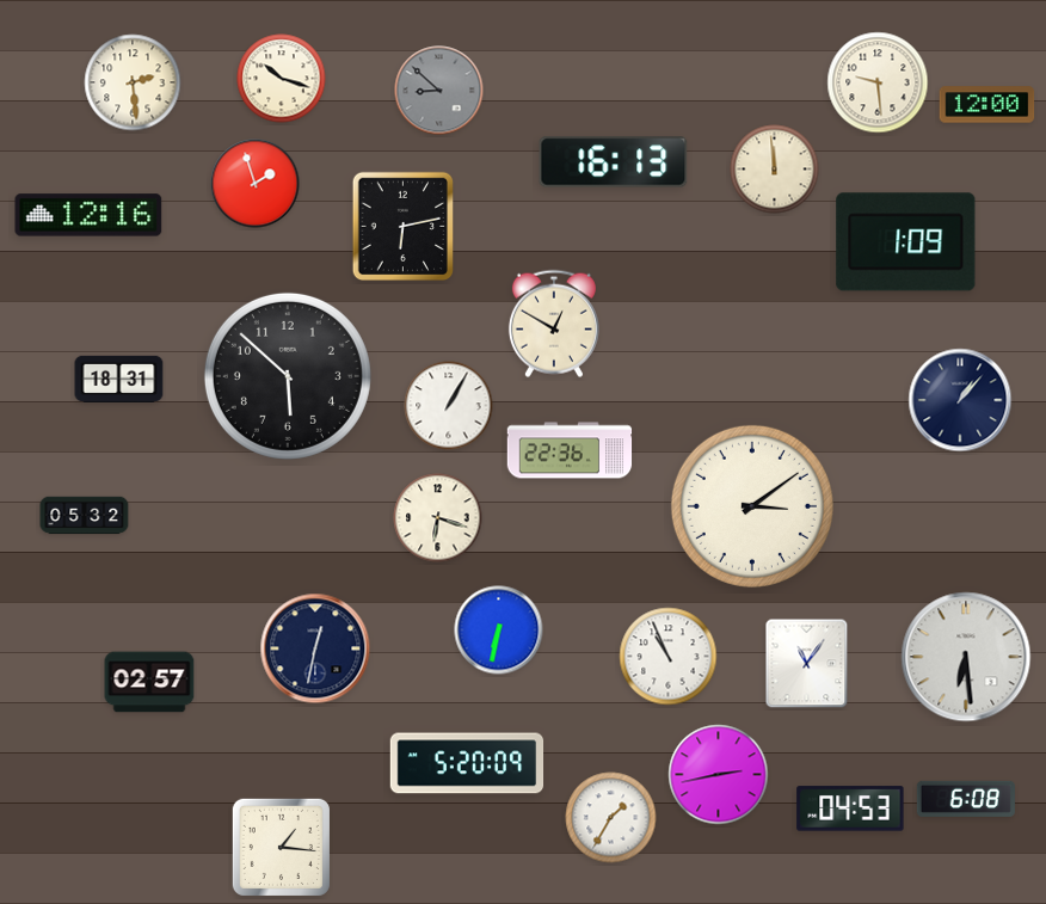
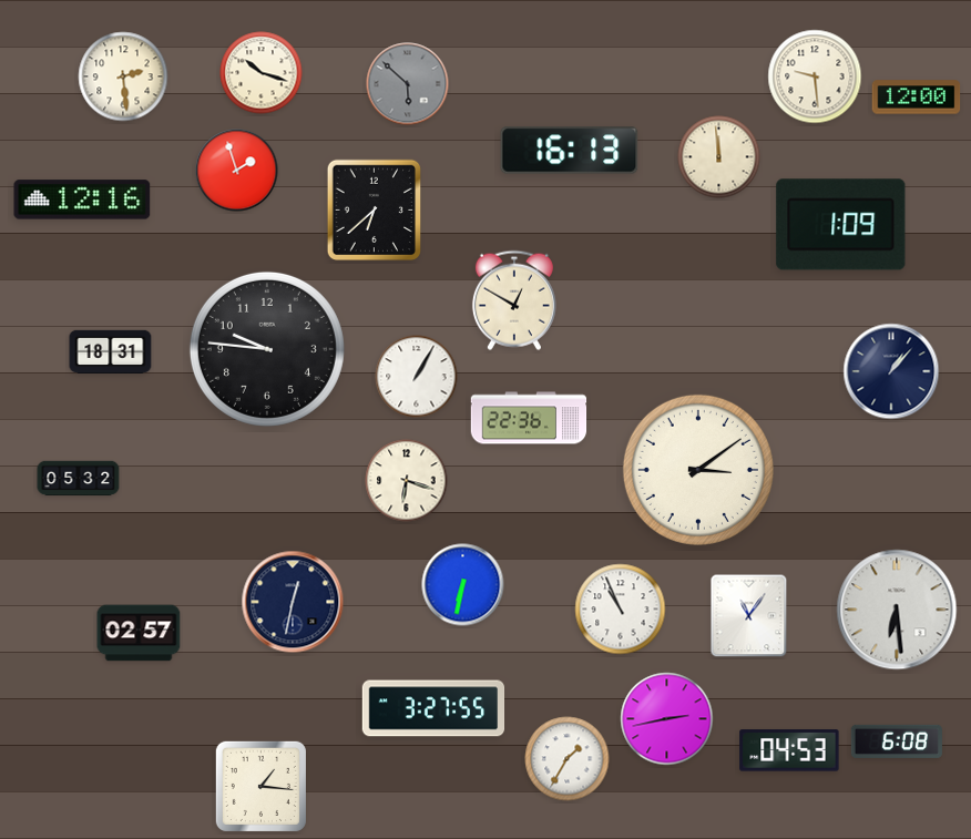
clock at (439, 91): 8:52 -> 5:52
clock at (402, 226): 6:13 -> 6:38
clock at (288, 376): 5:52 -> 9:46
clock at (467, 763): 5:20 -> 3:27
